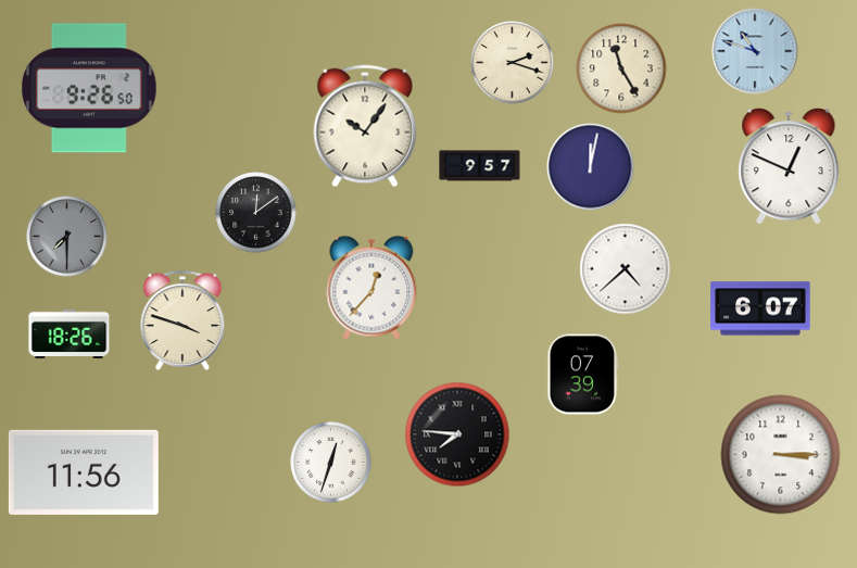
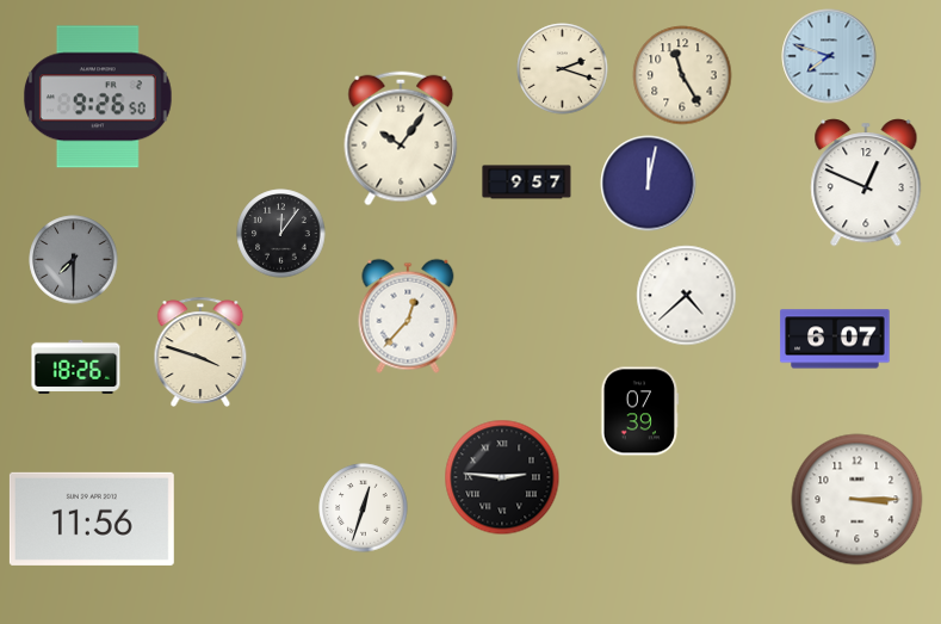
clock at (755, 51): 10:48 -> 7:48
clock at (256, 213): 12:09 -> 12:06
clock at (457, 434): 7:46 -> 2:46
